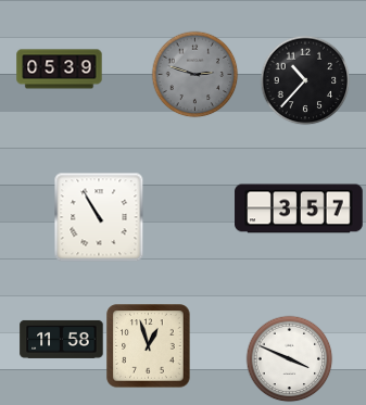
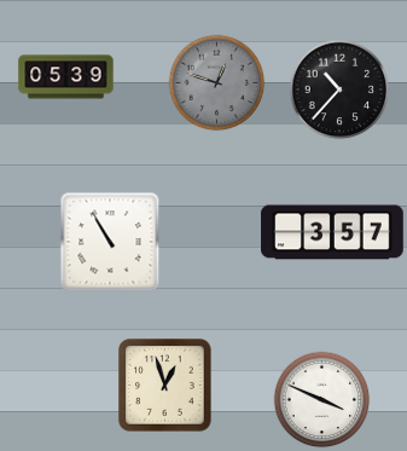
clock at (194, 74): 2:48 -> 12:48
clock at (62, 339): 11:58 -> none
